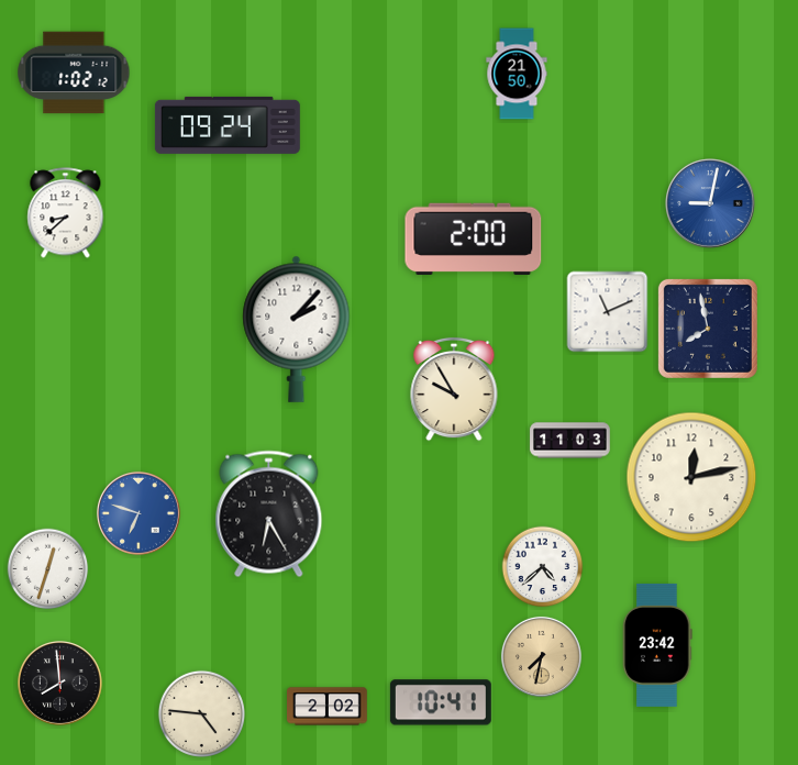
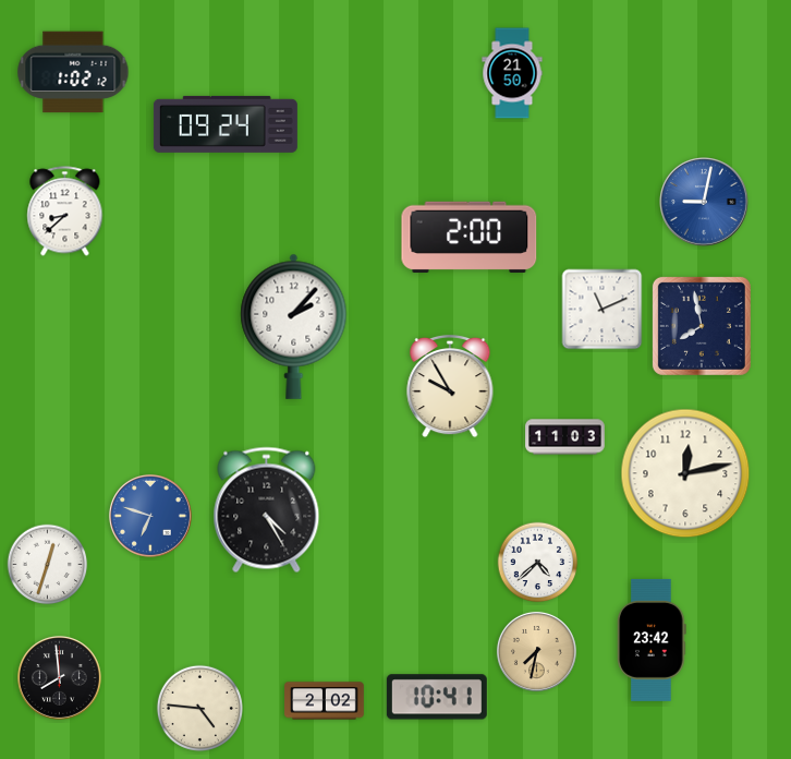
clock at (138, 513) position: (138, 513) -> (150, 516)
clock at (269, 514): 6:25 -> 4:25
